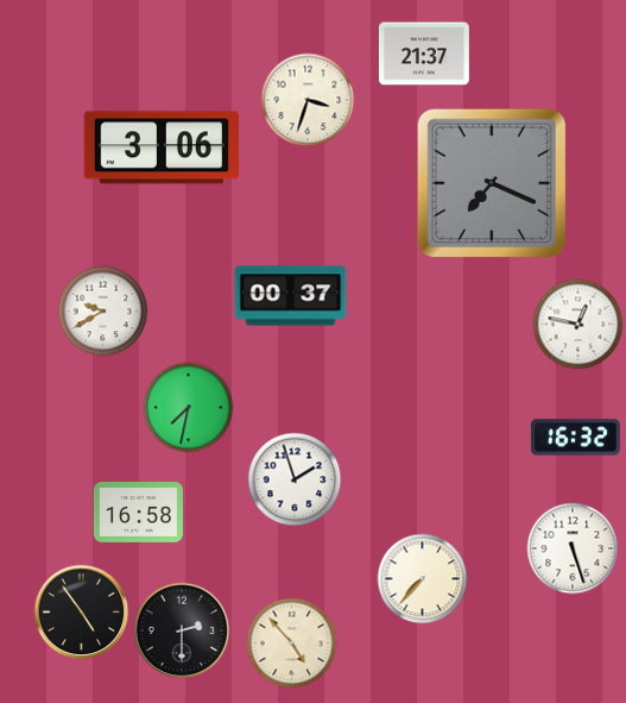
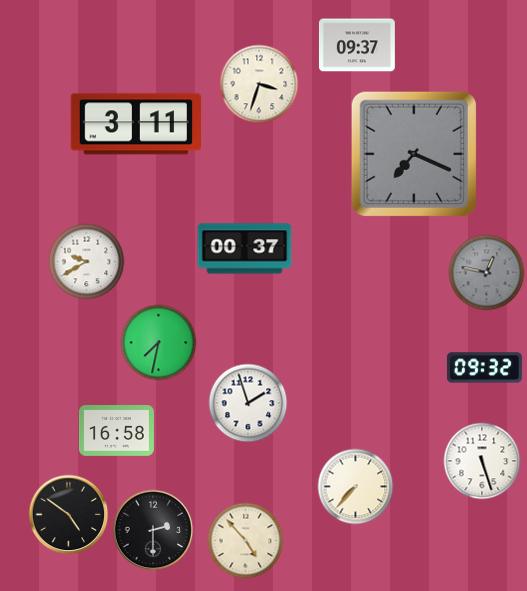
clock at (424, 54): 21:37 -> 09:37
clock at (160, 147): 3:06 -> 3:11
clock at (578, 325) dial: white -> grey
clock at (575, 438): 16:32 -> 09:32
clock at (82, 613): 4:54 -> 4:51
